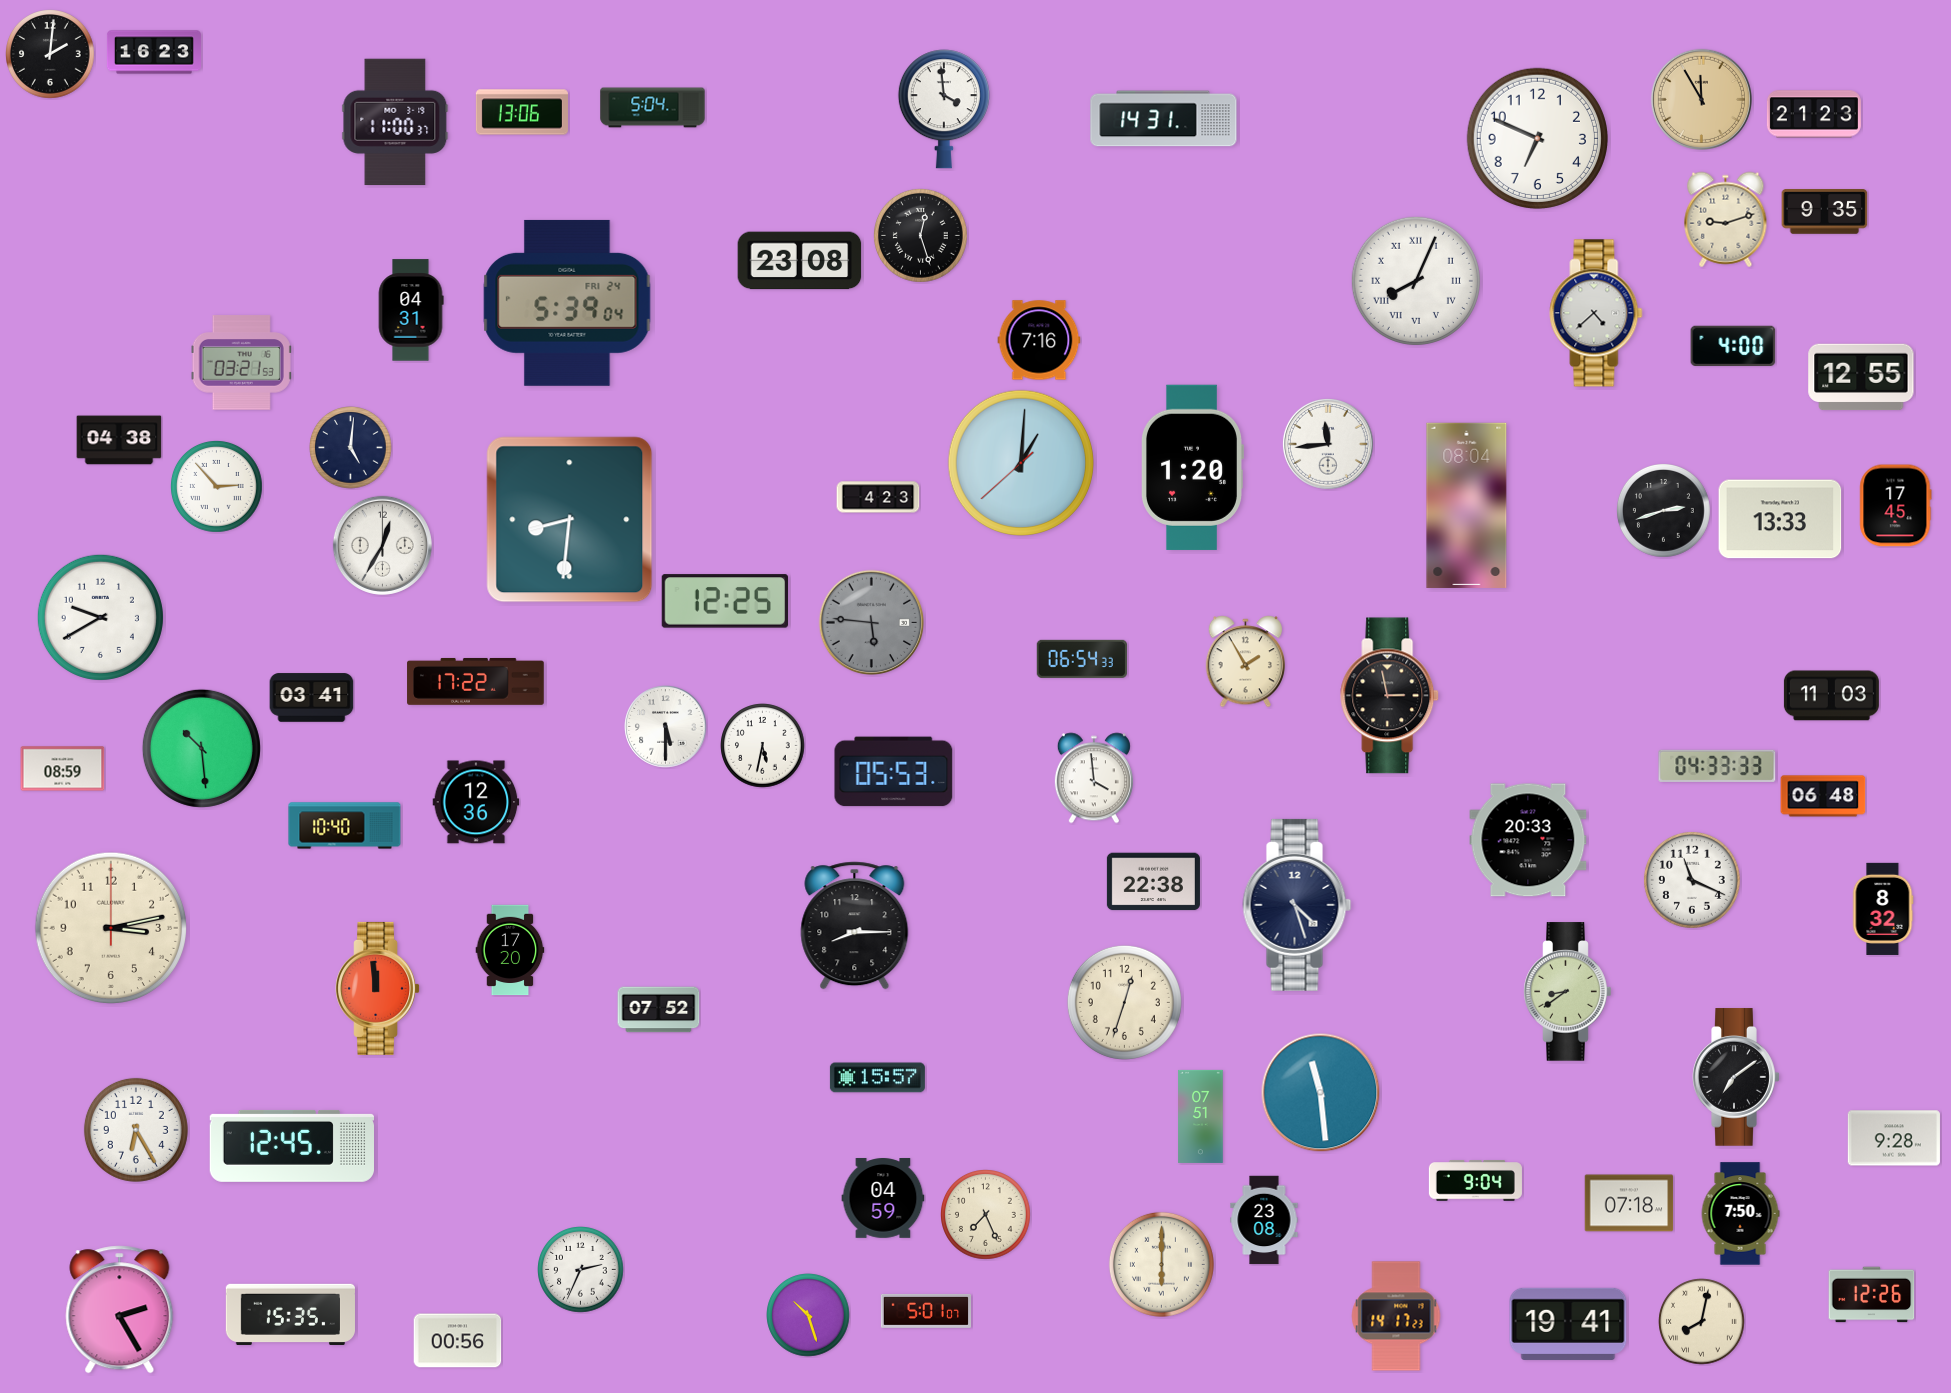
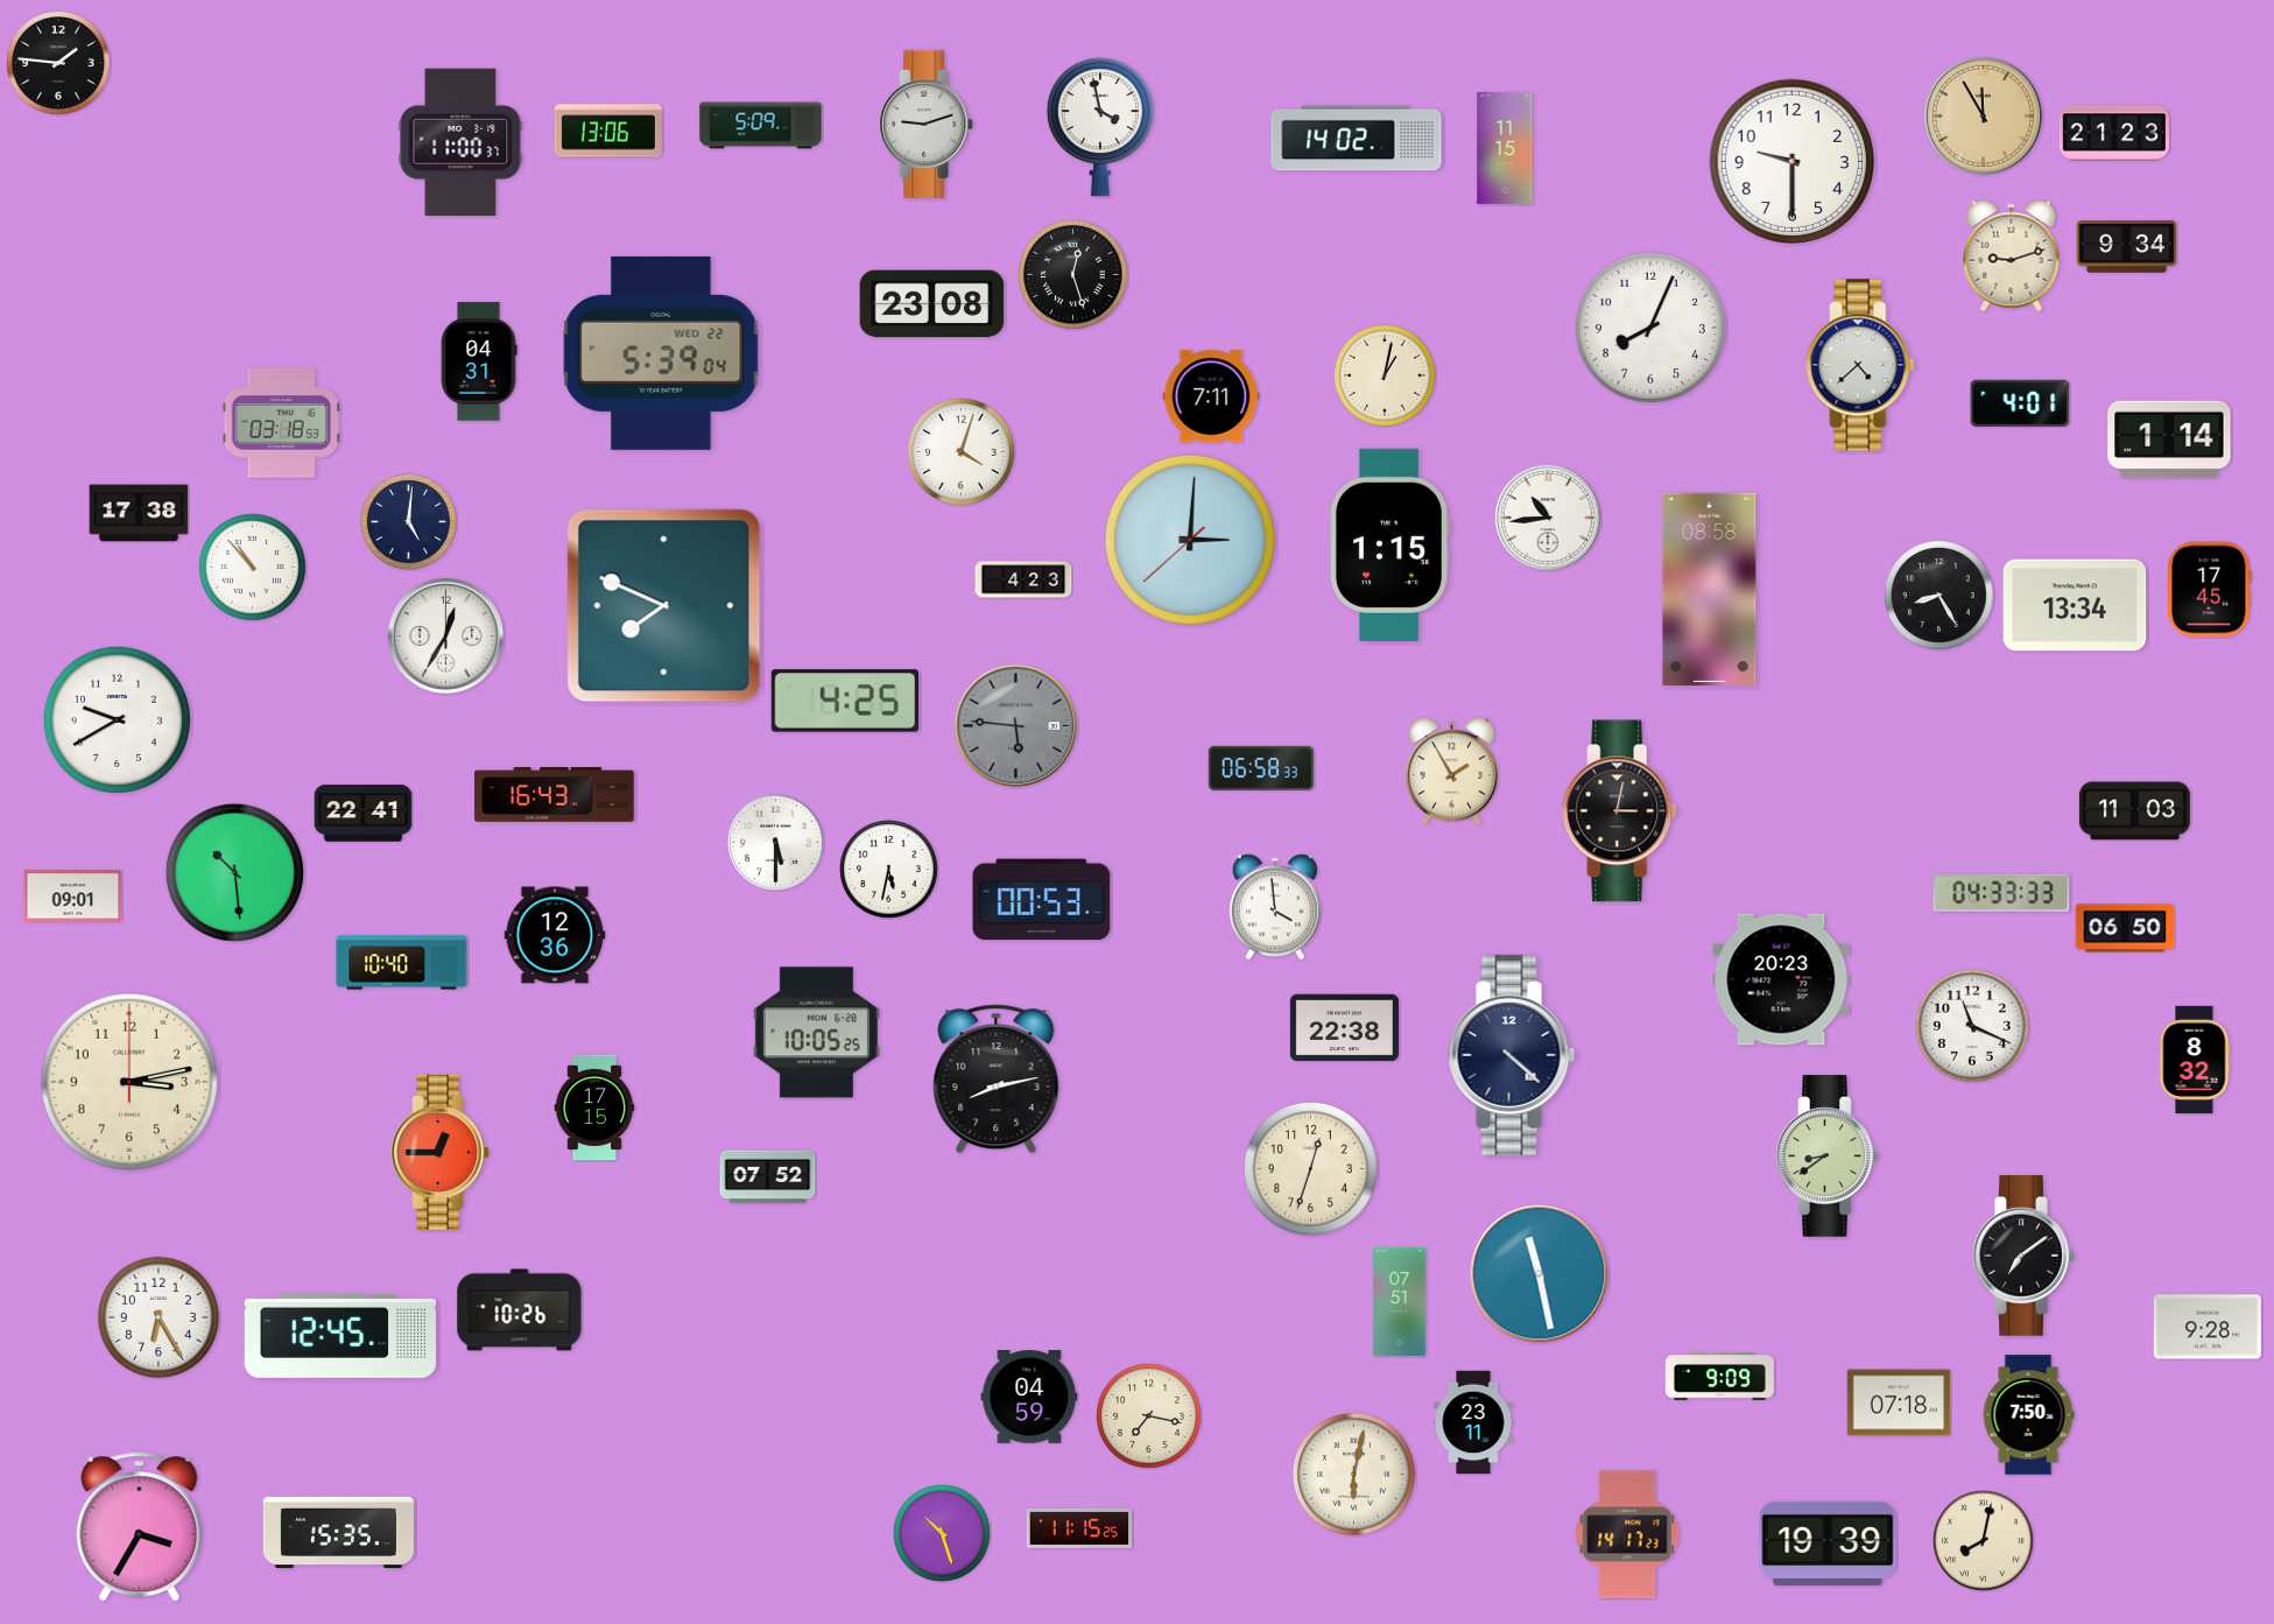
clock at (154, 52): 16:23 -> none
clock at (51, 55): 2:01 -> 1:46
clock at (927, 124): none -> 9:12
clock at (653, 108): 5:04 -> 5:09
clock at (944, 109): 3:59 -> 3:58
clock at (1164, 119): 14:31 -> 14:02
clock at (1505, 148): none -> 11:15
clock at (1537, 138): 6:49 -> 9:30
clock at (1825, 212): 9:35 -> 9:34
clock at (1416, 281) numerals: Roman -> Arabic
clock at (567, 303) date: FRI 24 -> WED 22
clock at (1386, 377): none -> 1:02
clock at (1039, 340): 7:16 -> 7:11
clock at (1733, 346): 4:00 -> 4:01
clock at (241, 363): 03:21 -> 03:18
clock at (1861, 377): 12:55 -> 1:14
clock at (962, 452): none -> 4:03
clock at (119, 440): 04:38 -> 17:38
clock at (1328, 444): 11:44 -> 10:44
clock at (1020, 462): 1:00 -> 3:00
clock at (1192, 467): 1:20 -> 1:15
clock at (217, 487): 2:53 -> 10:53
clock at (1467, 505): 08:04 -> 08:58
clock at (1663, 510): 2:42 -> 8:25
clock at (1780, 519): 13:33 -> 13:34
clock at (570, 520): 8:31 -> 7:49
clock at (724, 601): 12:25 -> 4:25
clock at (1082, 659): 06:54 -> 06:58
clock at (476, 681): 17:22 -> 16:43
clock at (1390, 696): 2:58 -> 3:02
clock at (312, 698): 03:41 -> 22:41
clock at (666, 727) position: (666, 727) -> (776, 843)
clock at (63, 769): 08:59 -> 09:01
clock at (894, 772): 05:53 -> 00:53
clock at (1823, 796): 06:48 -> 06:50
clock at (1528, 840): 20:33 -> 20:23
clock at (816, 1033): none -> 10:05
clock at (1297, 905): 4:27 -> 4:22
clock at (855, 926): 8:15 -> 8:13
clock at (510, 950): 17:20 -> 17:15
clock at (378, 988): 11:59 -> 12:45
clock at (877, 1078): 15:57 -> none
clock at (1321, 1093): 11:29 -> 11:28
clock at (520, 1310): none -> 10:26
clock at (1475, 1181): 9:04 -> 9:09
clock at (986, 1215): 7:26 -> 7:17
clock at (1264, 1220): 23:08 -> 23:11
clock at (1161, 1264): 6:00 -> 6:02
clock at (581, 1270): 2:34 -> none
clock at (1872, 1295): 12:26 -> none
clock at (120, 1310): 2:25 -> 3:35
clock at (926, 1311): 5:01 -> 11:15
clock at (1568, 1324): 19:41 -> 19:39
clock at (458, 1341): 00:56 -> none
